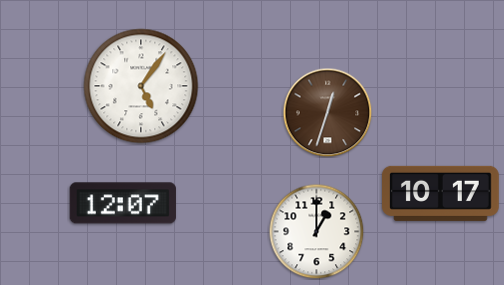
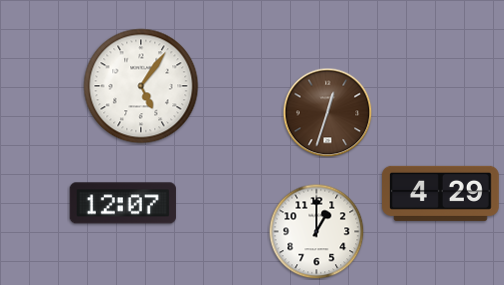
clock at (441, 193): 10:17 -> 4:29
